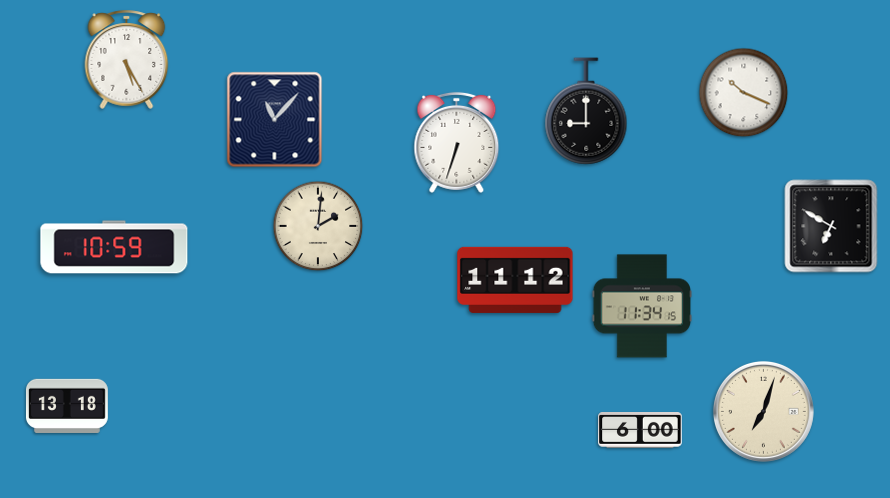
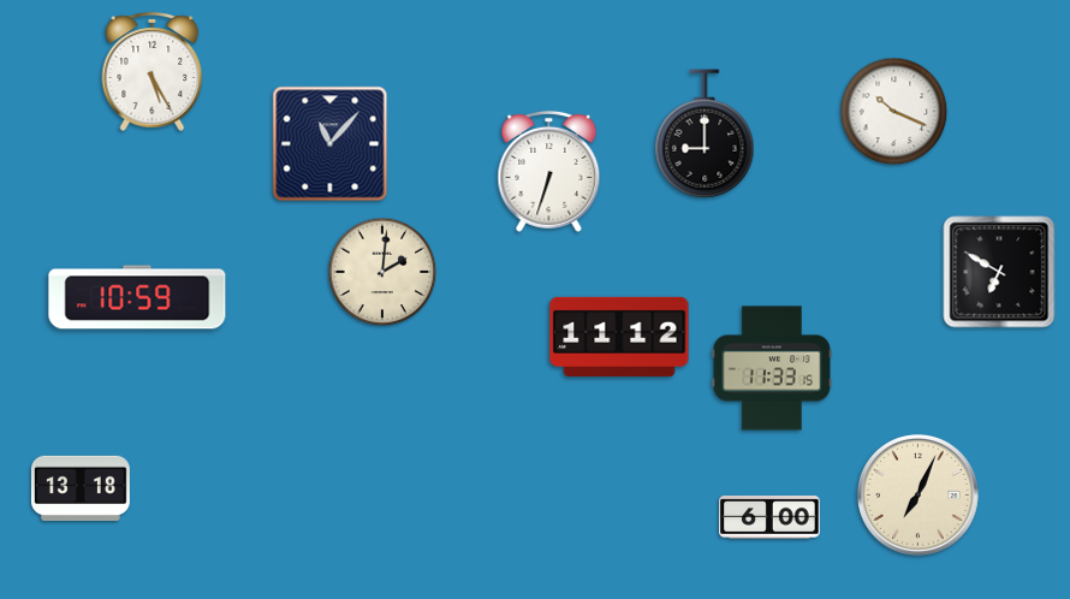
clock at (641, 306): 11:34 -> 11:33
clock at (763, 411): 7:03 -> 7:04
